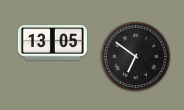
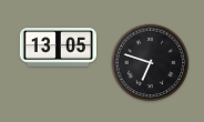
clock at (136, 57): 6:51 -> 6:48
